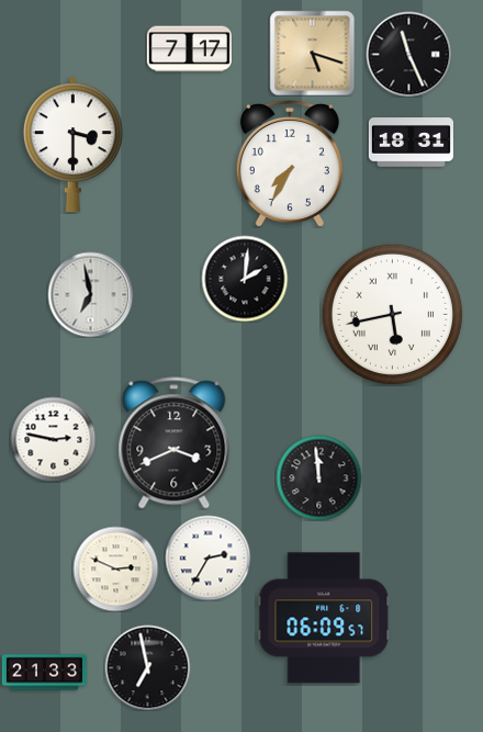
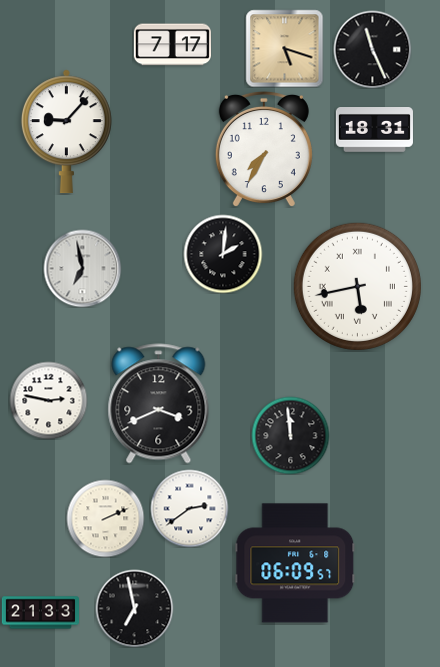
clock at (72, 145): 3:30 -> 9:07
clock at (207, 558): 2:35 -> 2:39
clock at (115, 568): 2:49 -> 2:11
